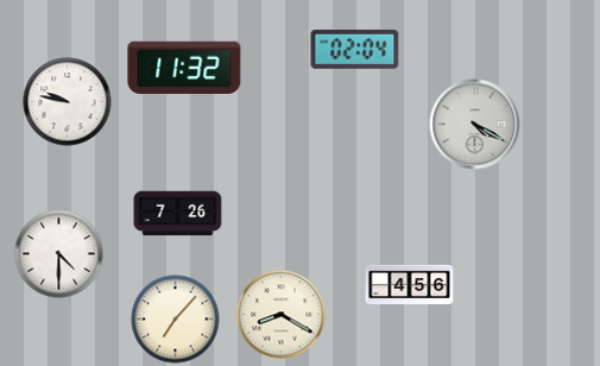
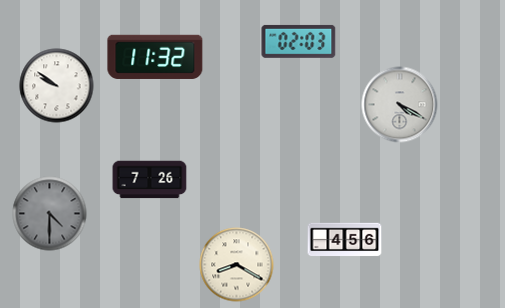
clock at (355, 49): 02:04 -> 02:03
clock at (68, 102): 9:47 -> 9:51
clock at (59, 254) dial: white -> grey
clock at (176, 320): 7:07 -> none
